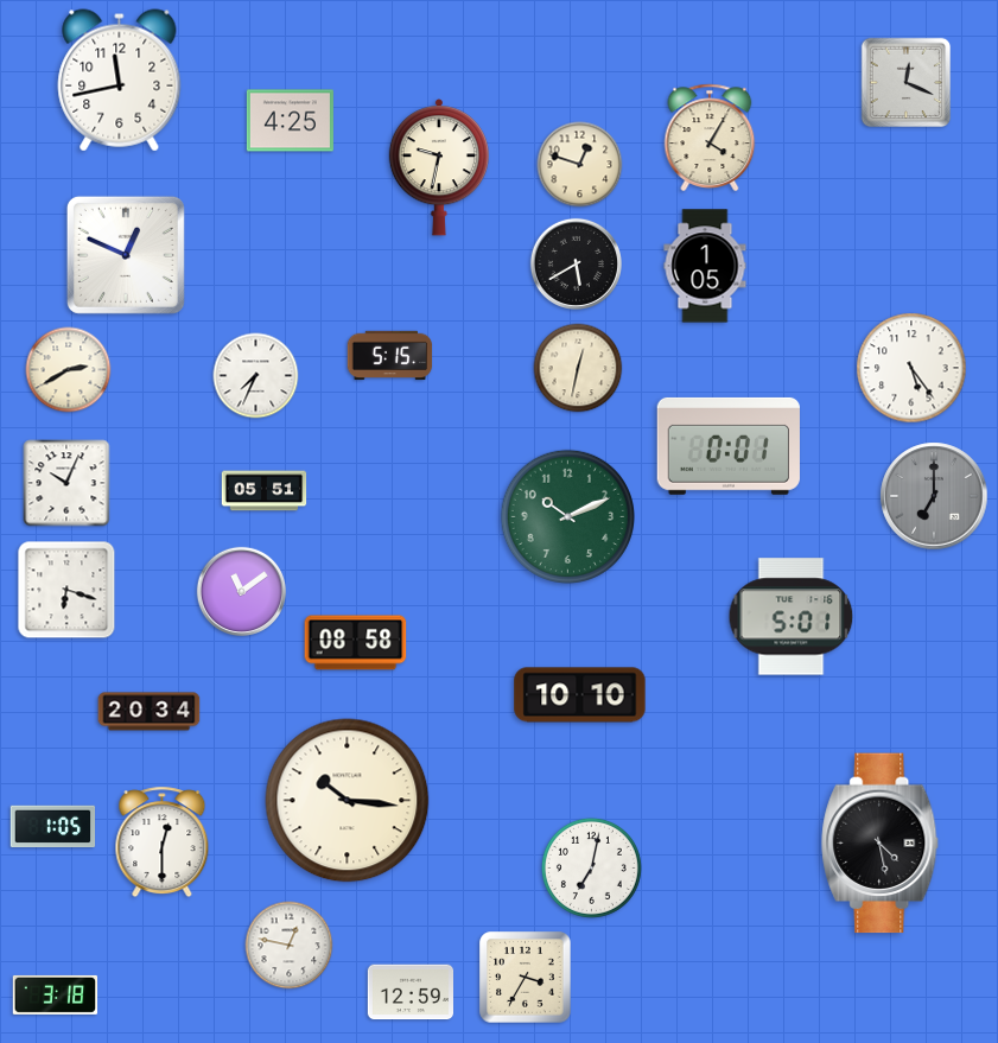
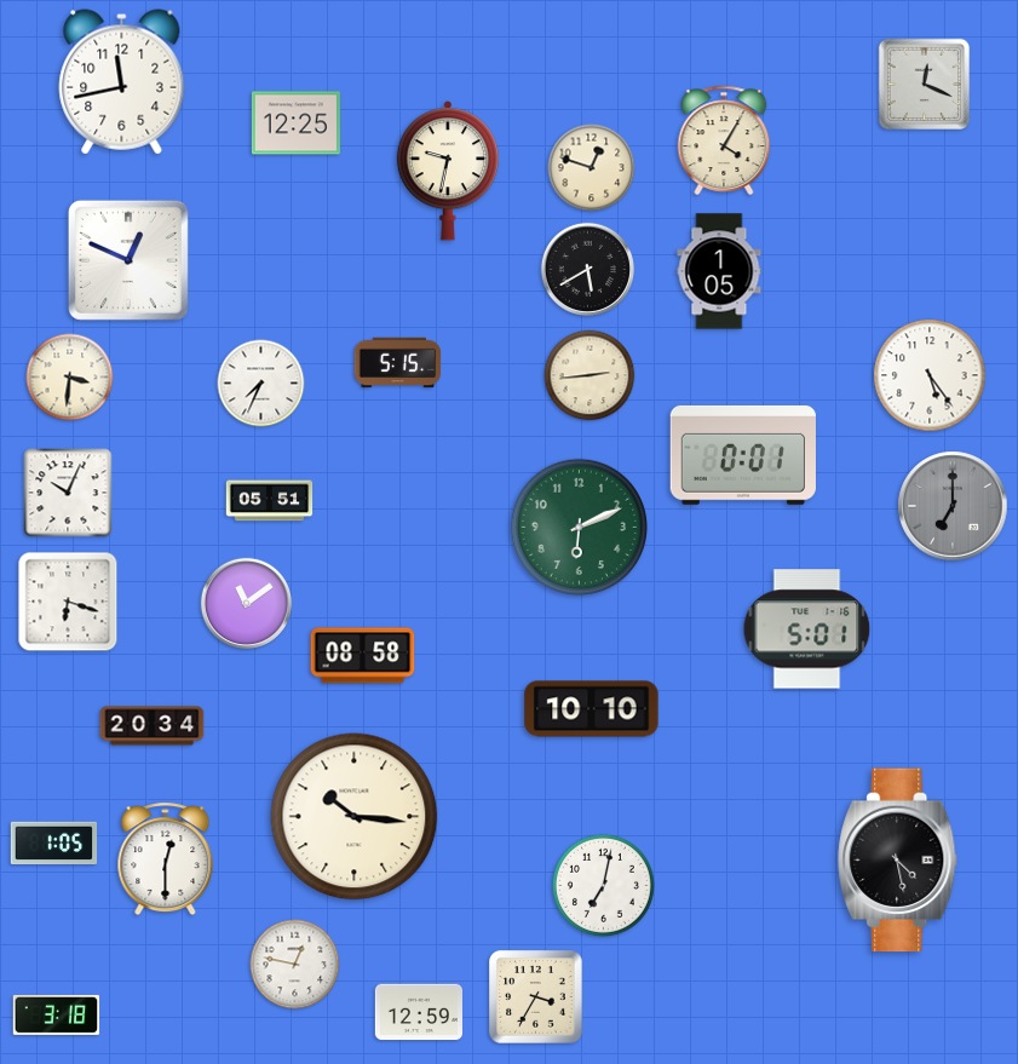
clock at (290, 121): 4:25 -> 12:25
clock at (578, 368): 12:32 -> 2:44
clock at (69, 370): 2:40 -> 3:31
clock at (567, 516): 10:11 -> 6:11
